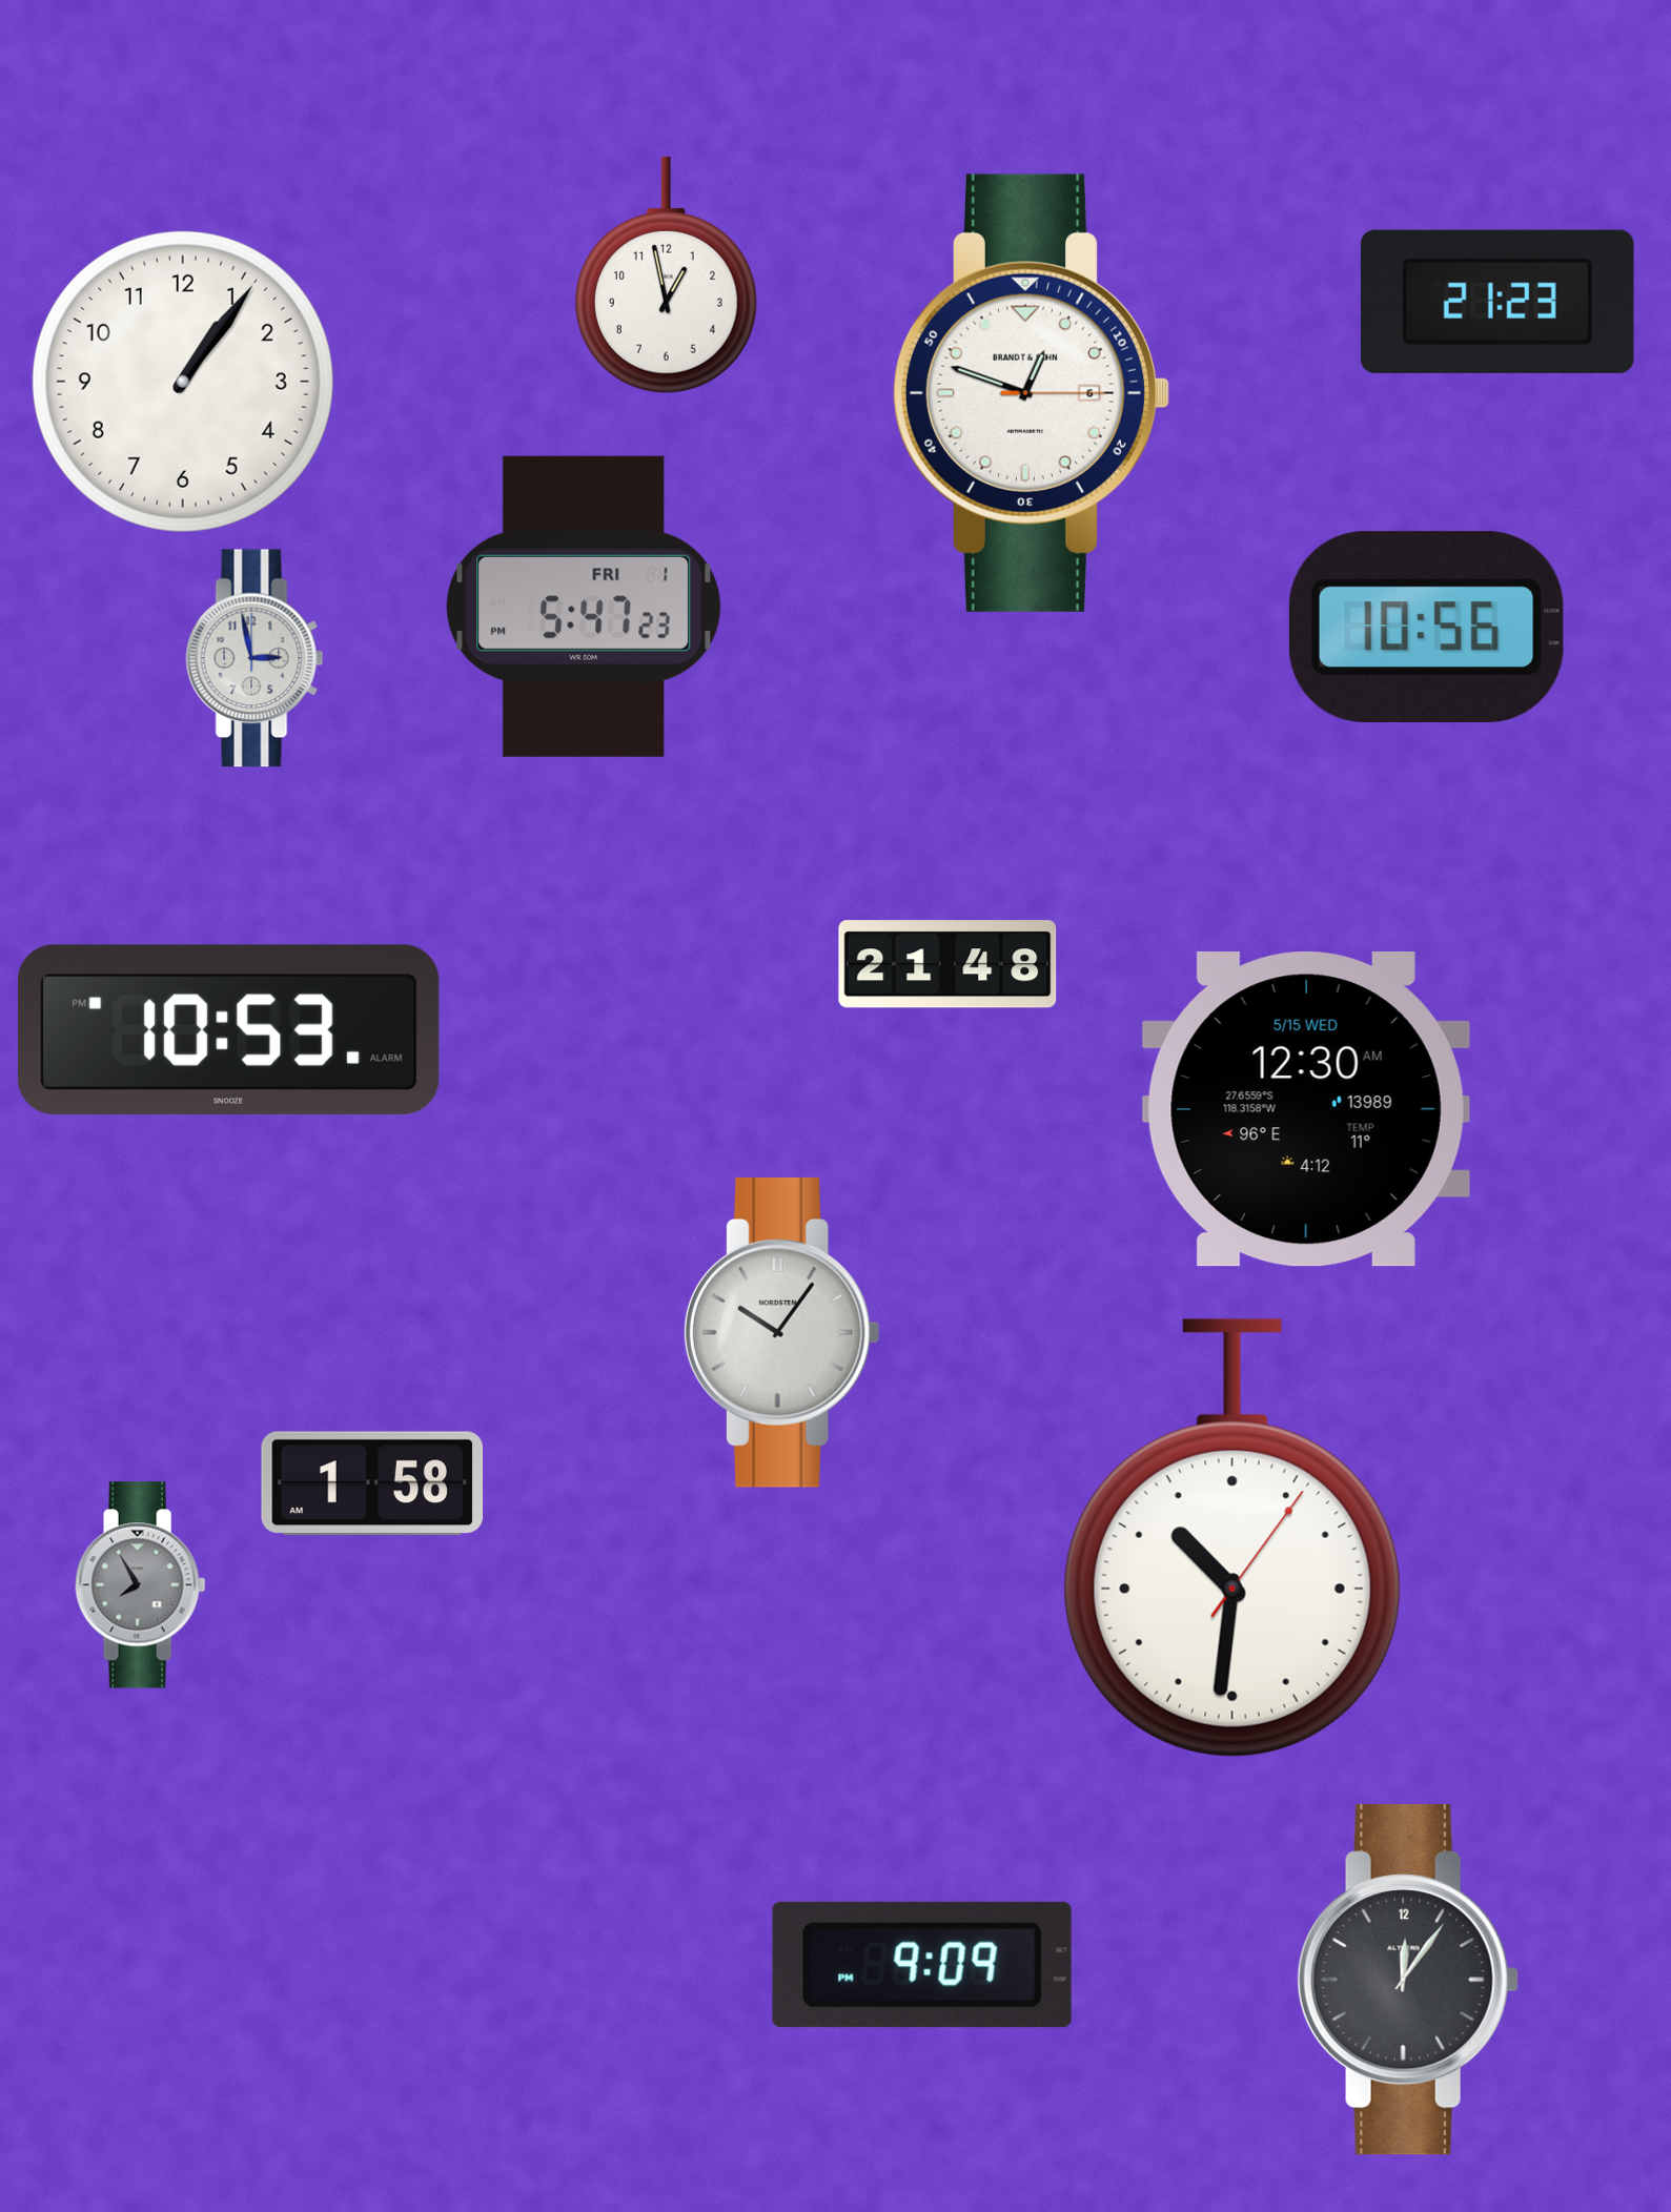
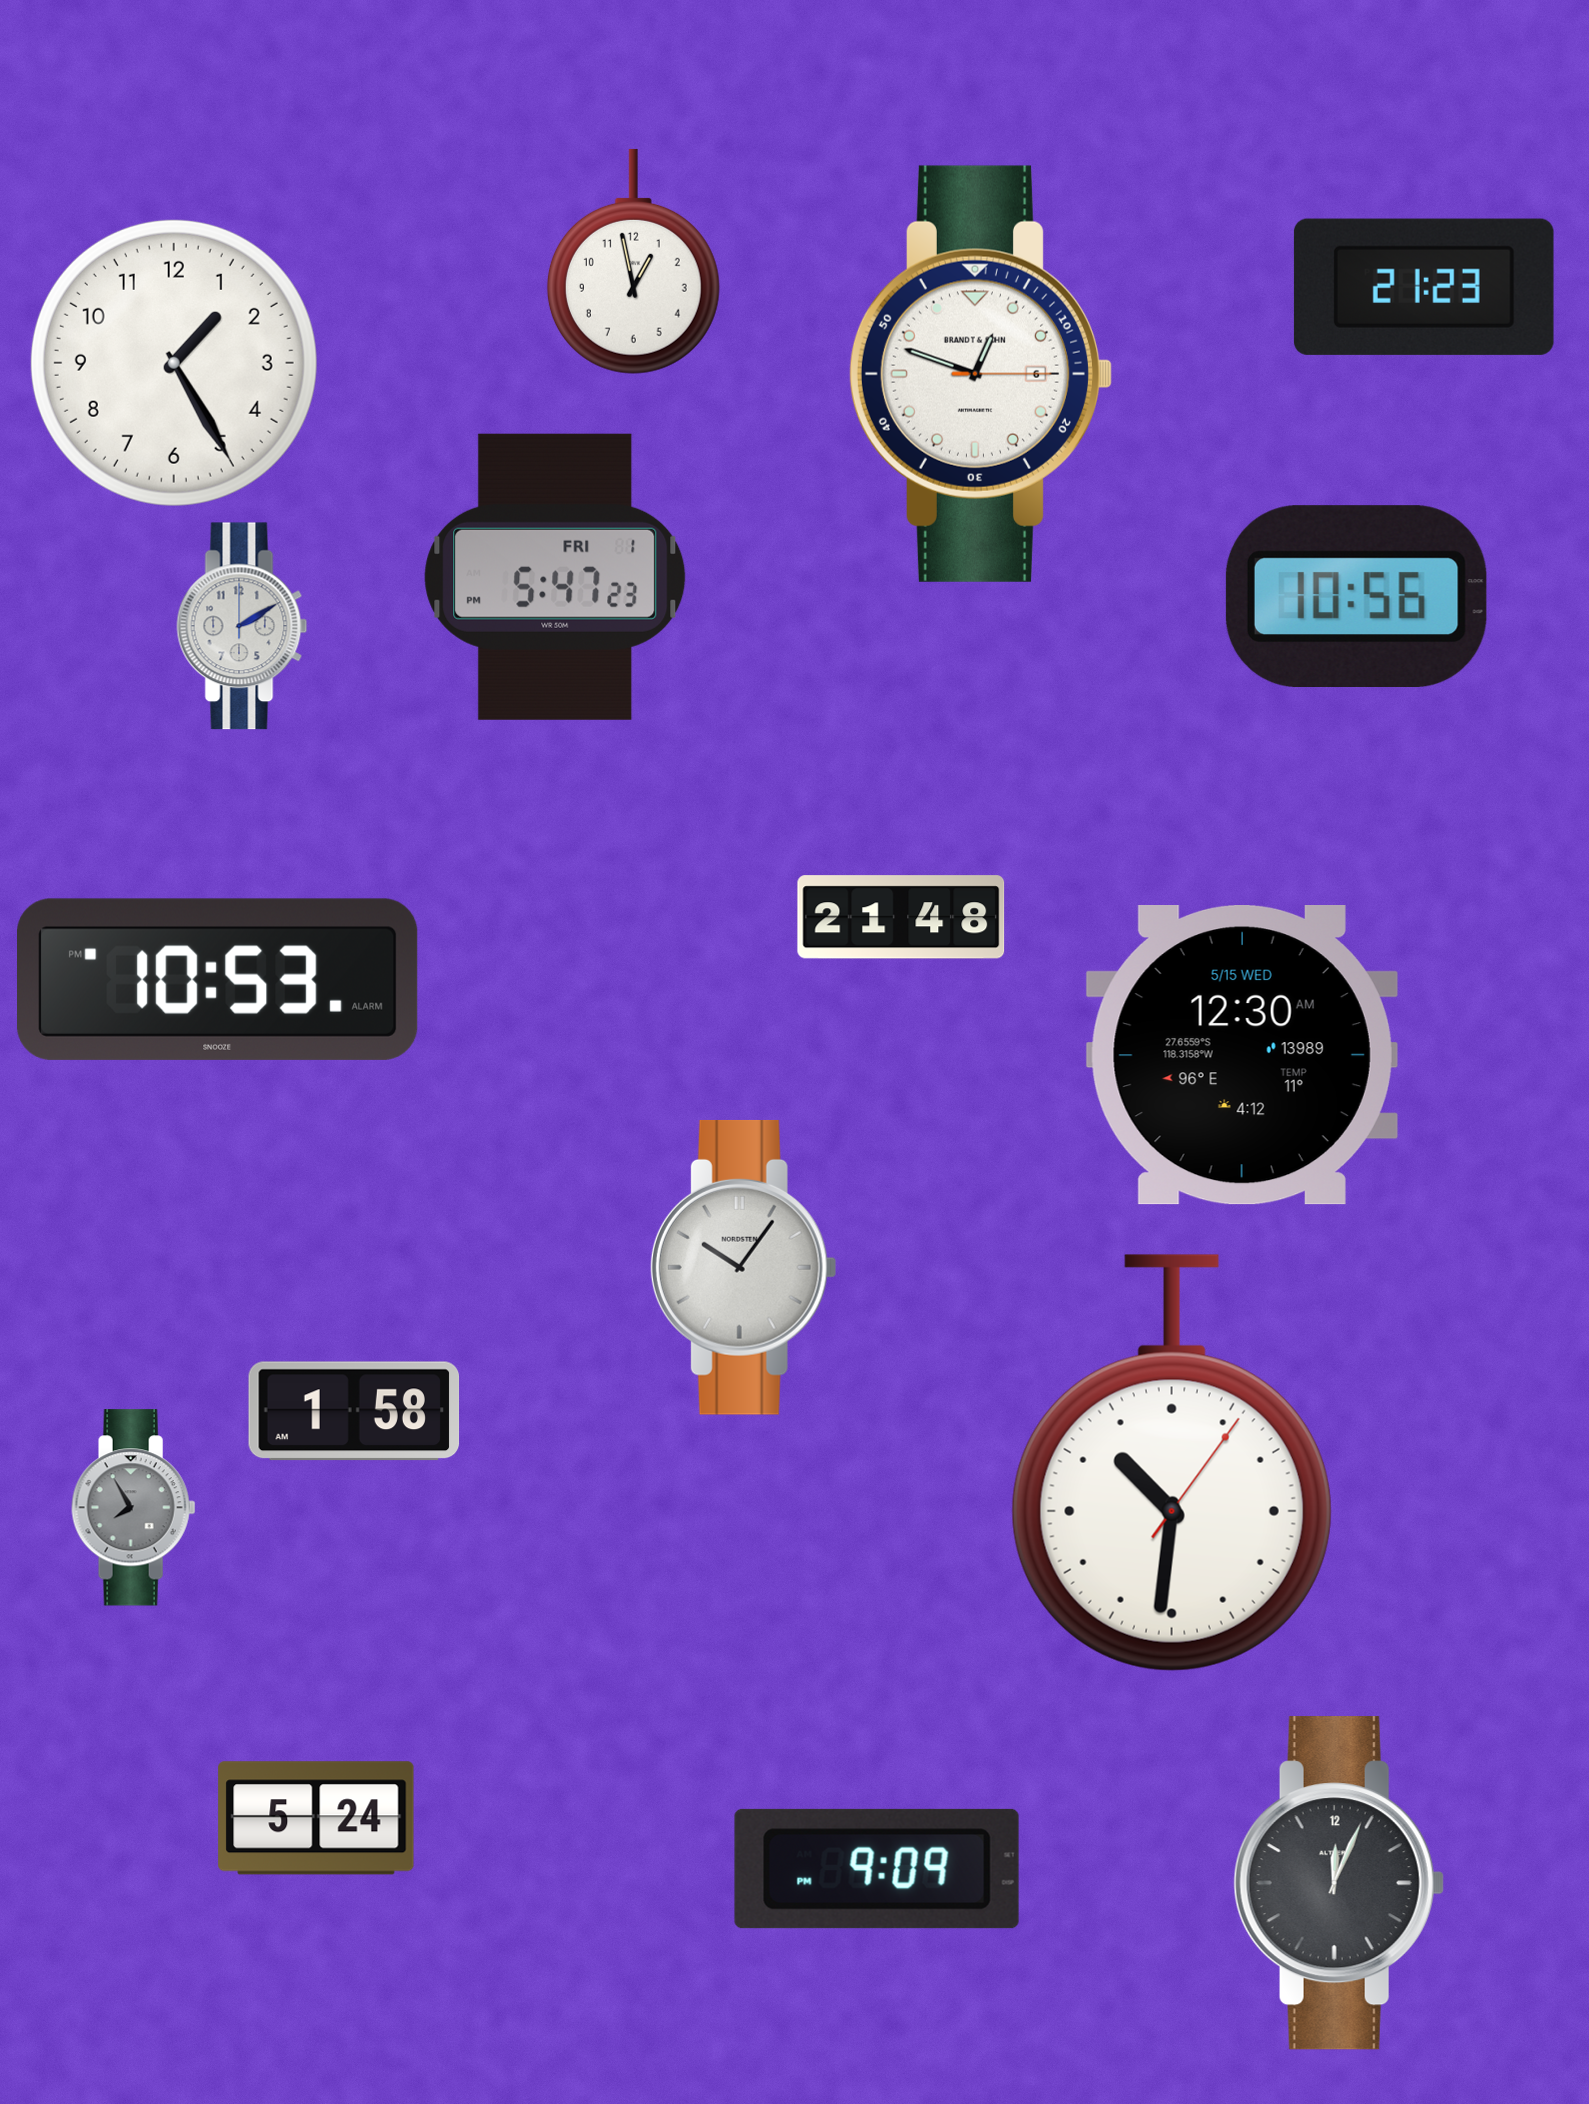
clock at (183, 382): 1:06 -> 1:25
clock at (254, 658): 2:58 -> 2:10
clock at (316, 1818): none -> 5:24
clock at (1408, 1980): 12:06 -> 12:04
